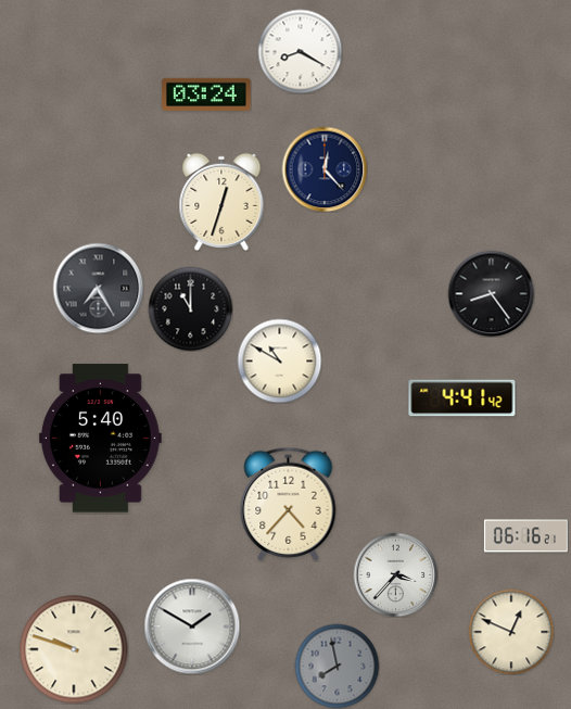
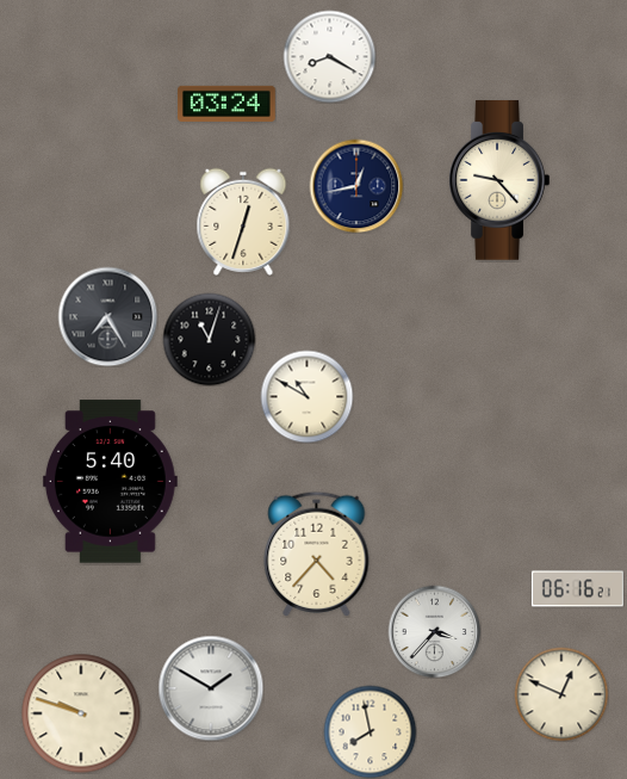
clock at (499, 181): none -> 9:23
clock at (325, 169): 12:23 -> 12:43
clock at (491, 293): 8:24 -> none
clock at (190, 308): 11:00 -> 11:03
clock at (462, 398): 4:41 -> none
clock at (337, 666) dial: grey -> cream
